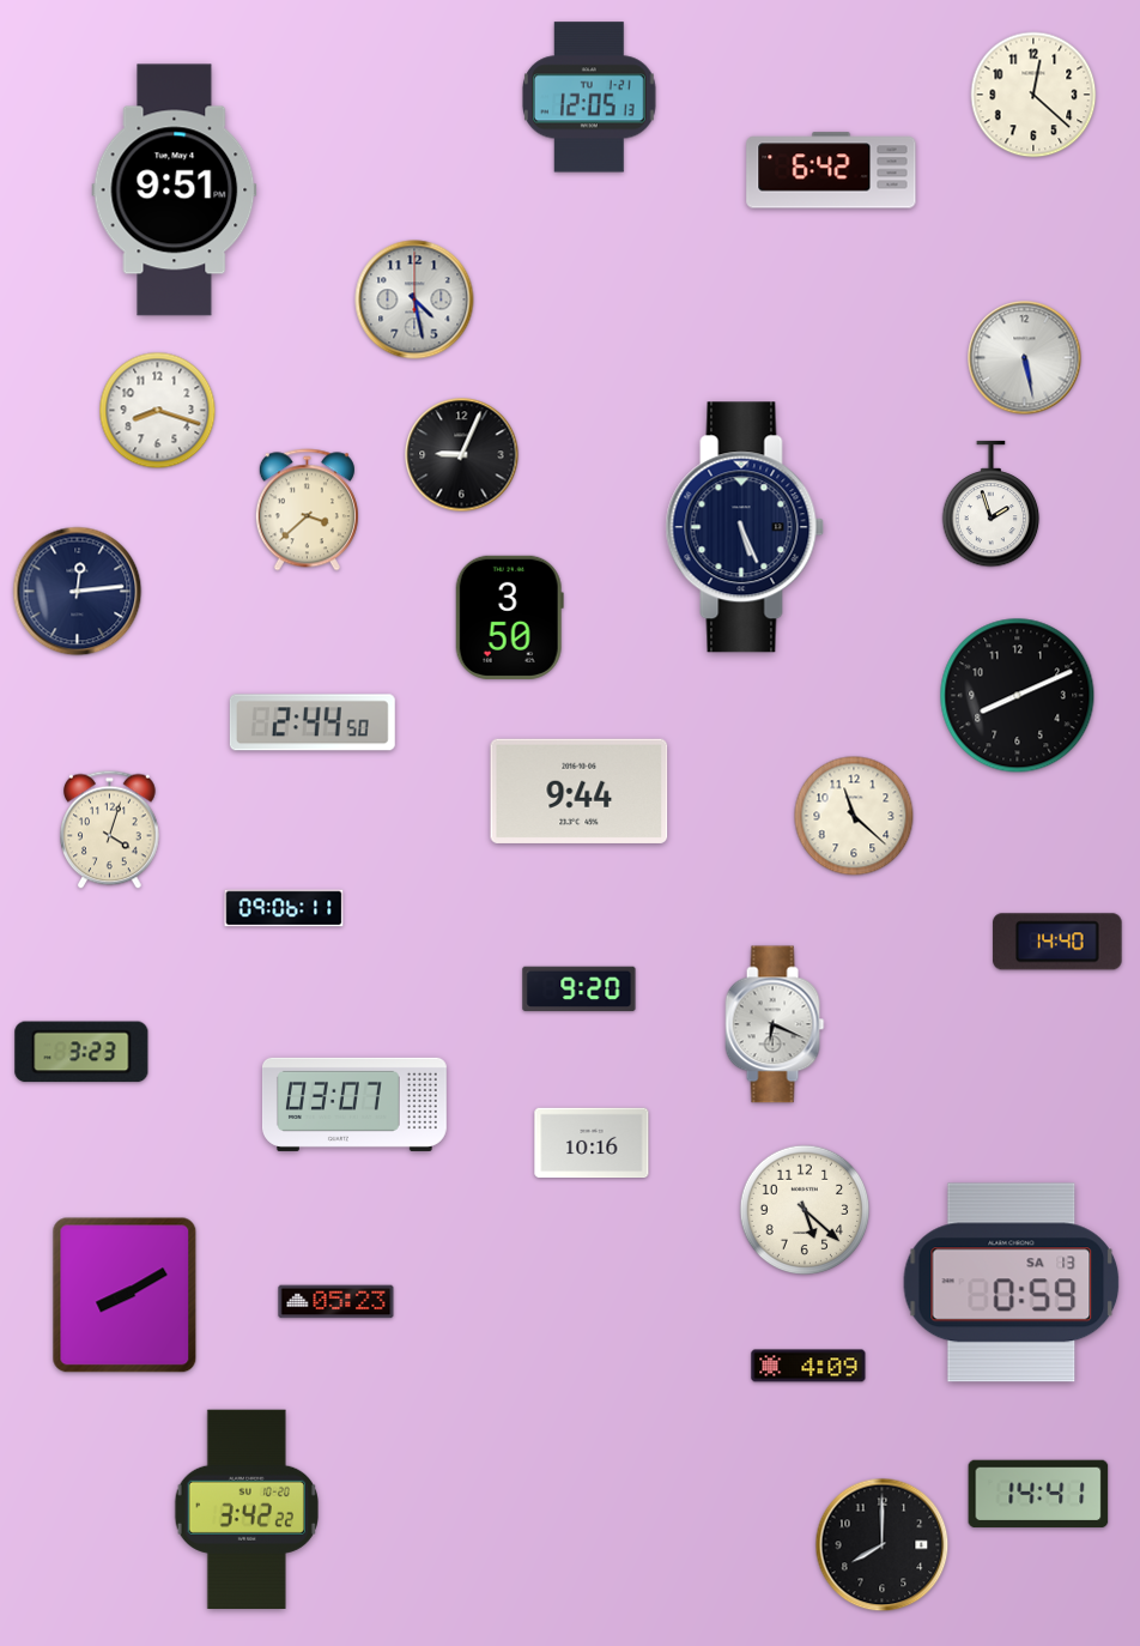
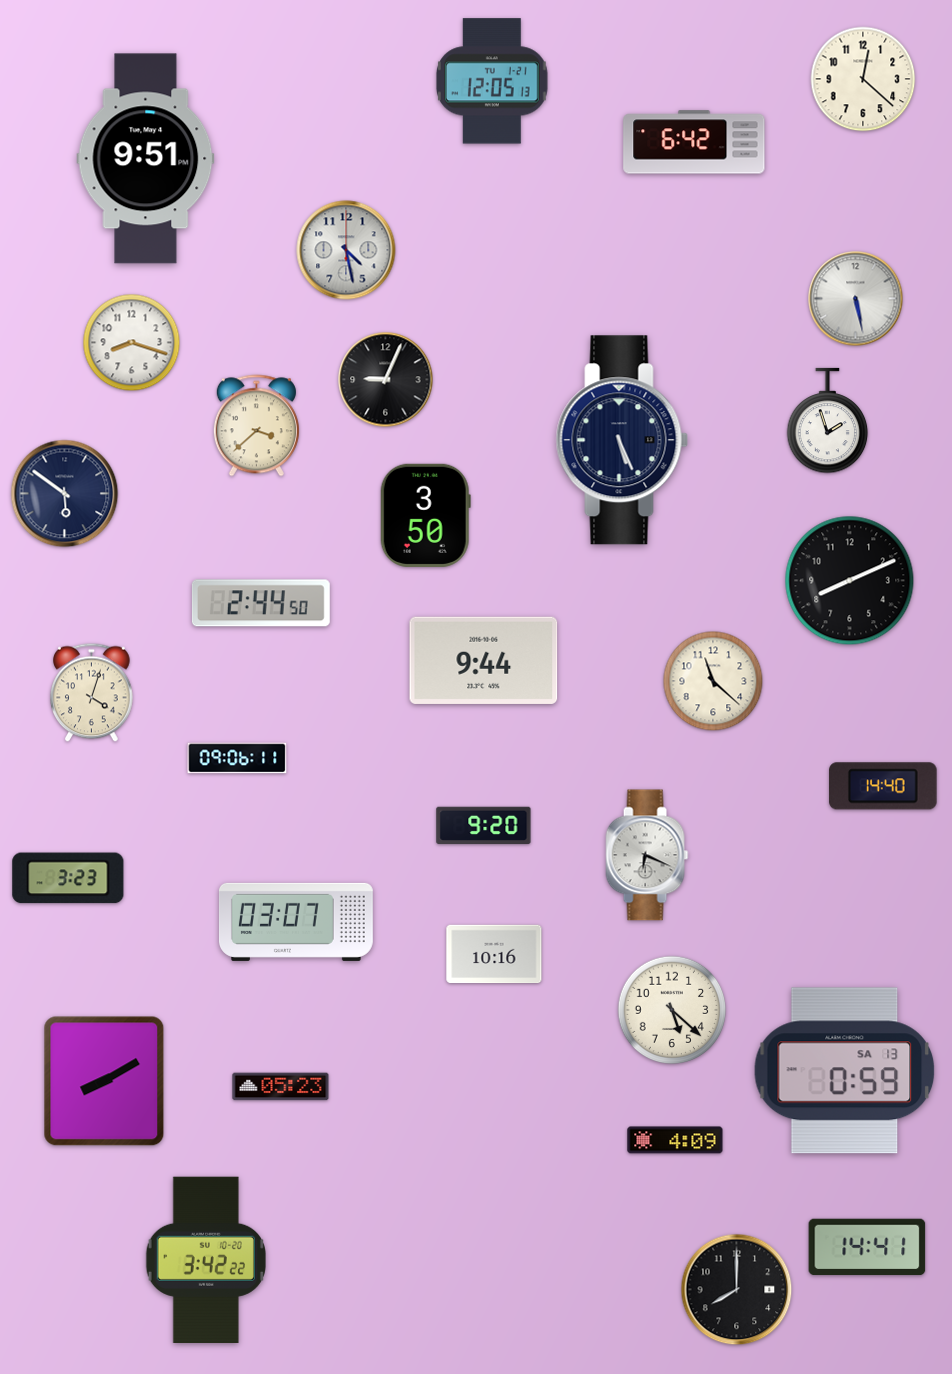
clock at (78, 592): 12:14 -> 5:51
